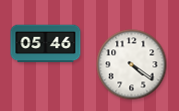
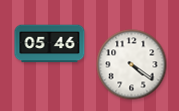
clock at (46, 44) position: (46, 44) -> (50, 44)
